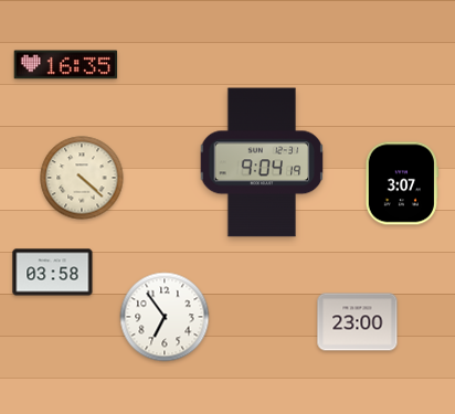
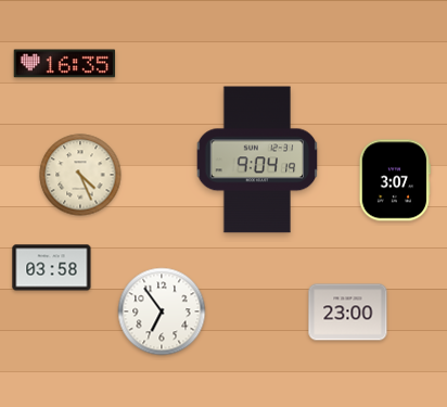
clock at (82, 178): 4:22 -> 4:26
clock at (358, 322) position: (358, 322) -> (348, 313)
